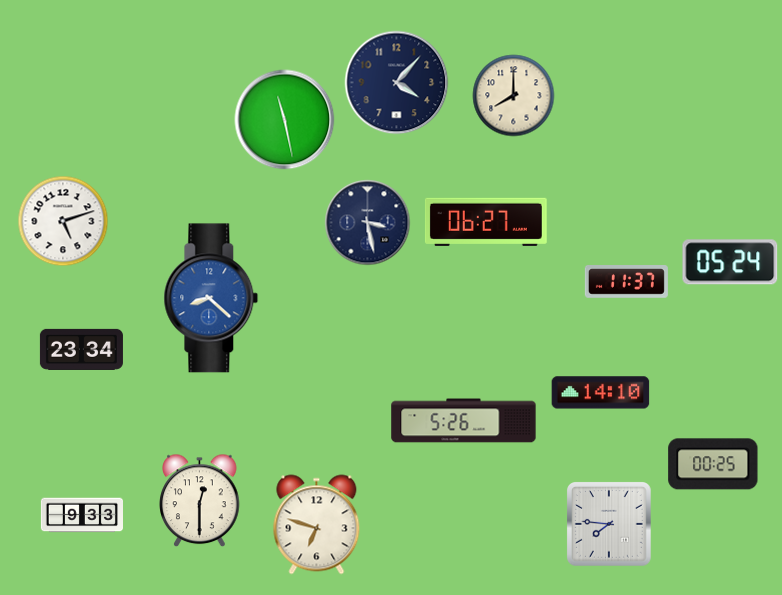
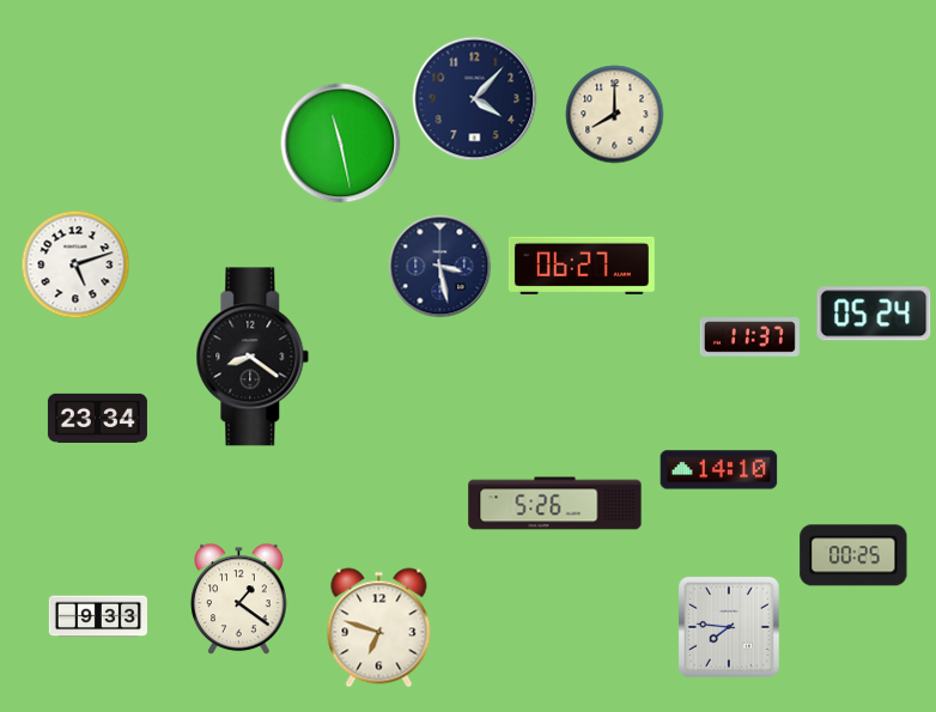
clock at (211, 298): 8:22 -> 8:21
clock at (211, 298) dial: blue -> black
clock at (200, 501): 12:30 -> 1:21
